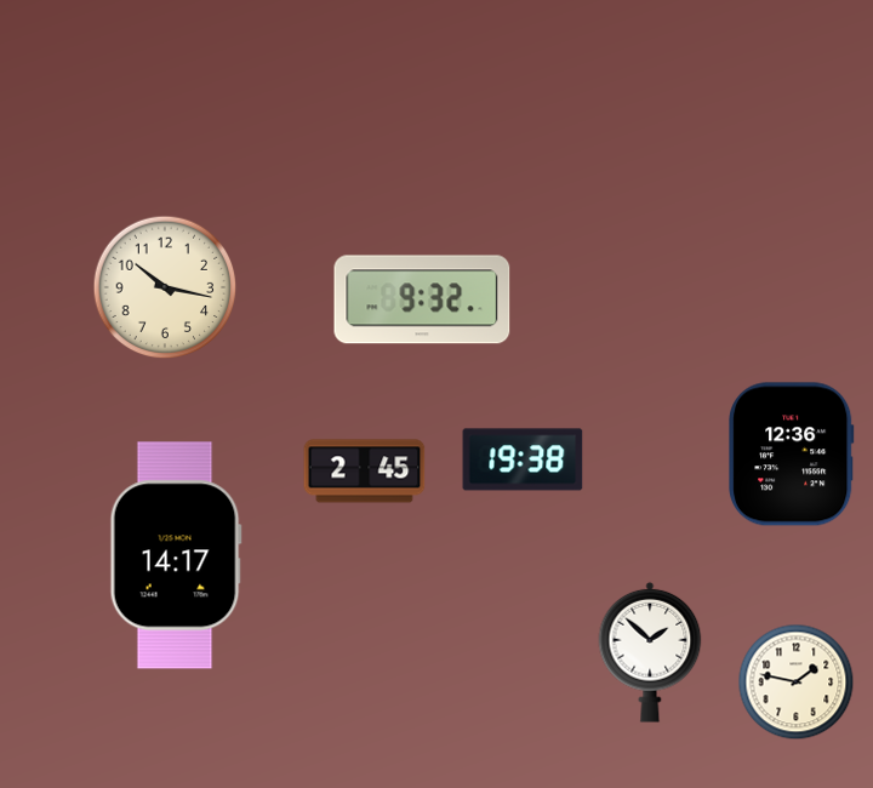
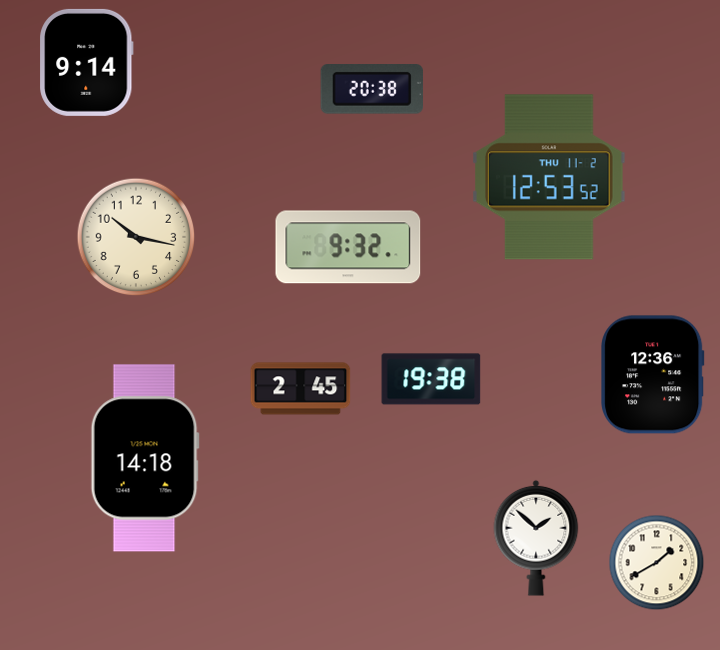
clock at (87, 62): none -> 9:14
clock at (372, 89): none -> 20:38
clock at (549, 177): none -> 12:53
clock at (176, 555): 14:17 -> 14:18
clock at (797, 683): 1:47 -> 1:40
